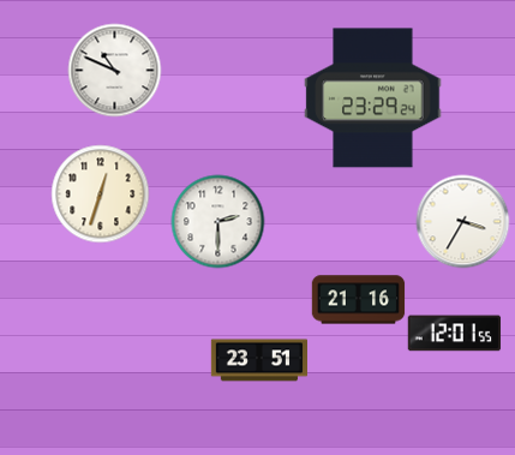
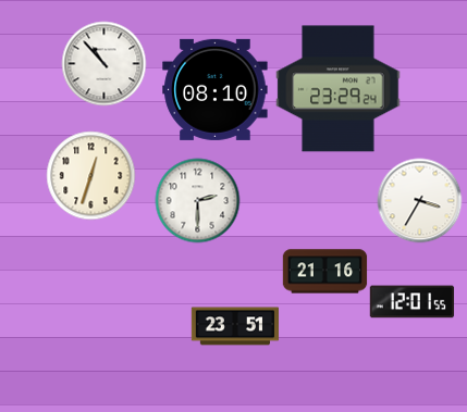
clock at (114, 70): 10:49 -> 10:53
clock at (216, 89): none -> 08:10
